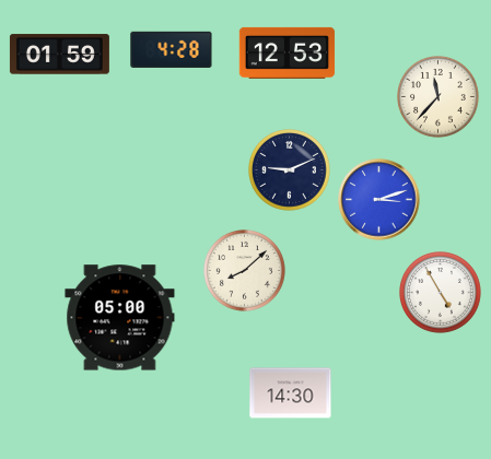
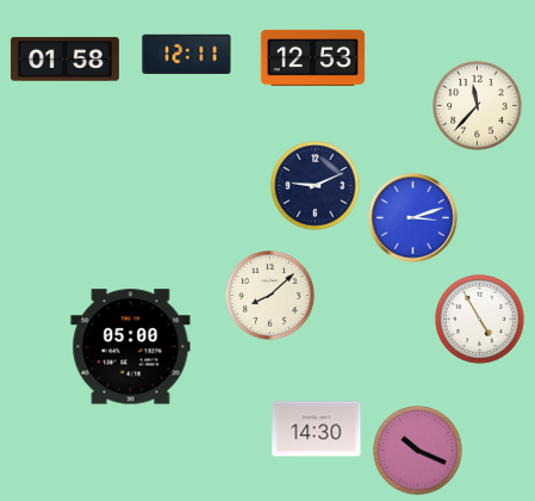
clock at (172, 49): 4:28 -> 12:11
clock at (59, 55): 01:59 -> 01:58
clock at (245, 271) position: (245, 271) -> (270, 296)
clock at (418, 451): none -> 10:19
